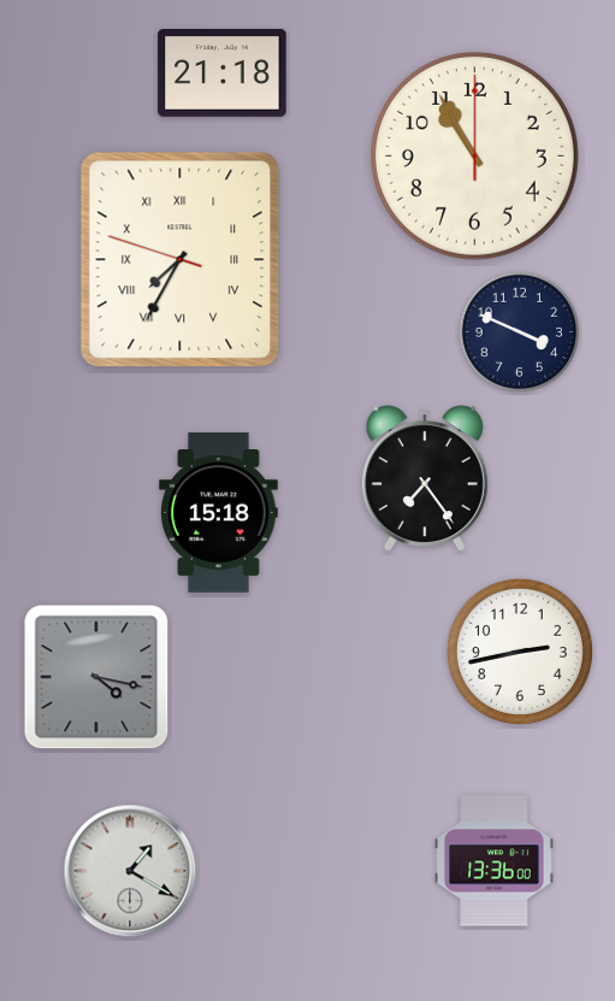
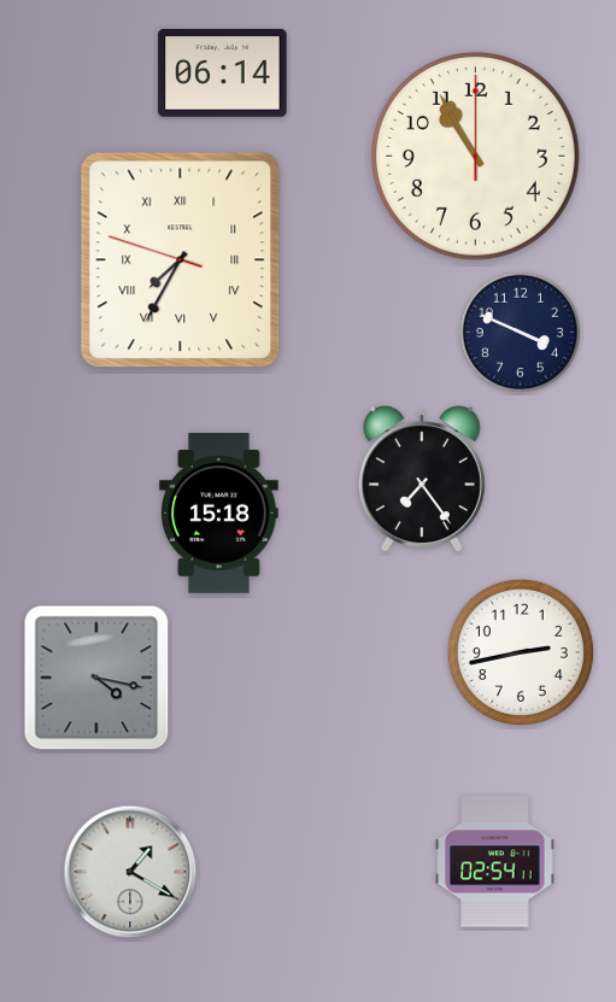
clock at (223, 73): 21:18 -> 06:14
clock at (425, 478) position: (425, 478) -> (422, 479)
clock at (495, 861): 13:36 -> 02:54
